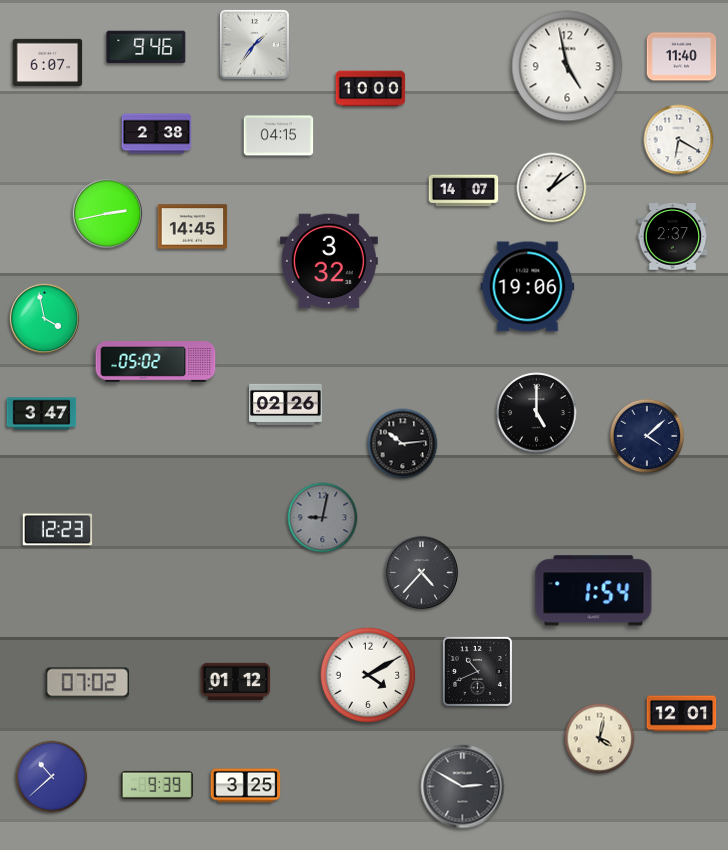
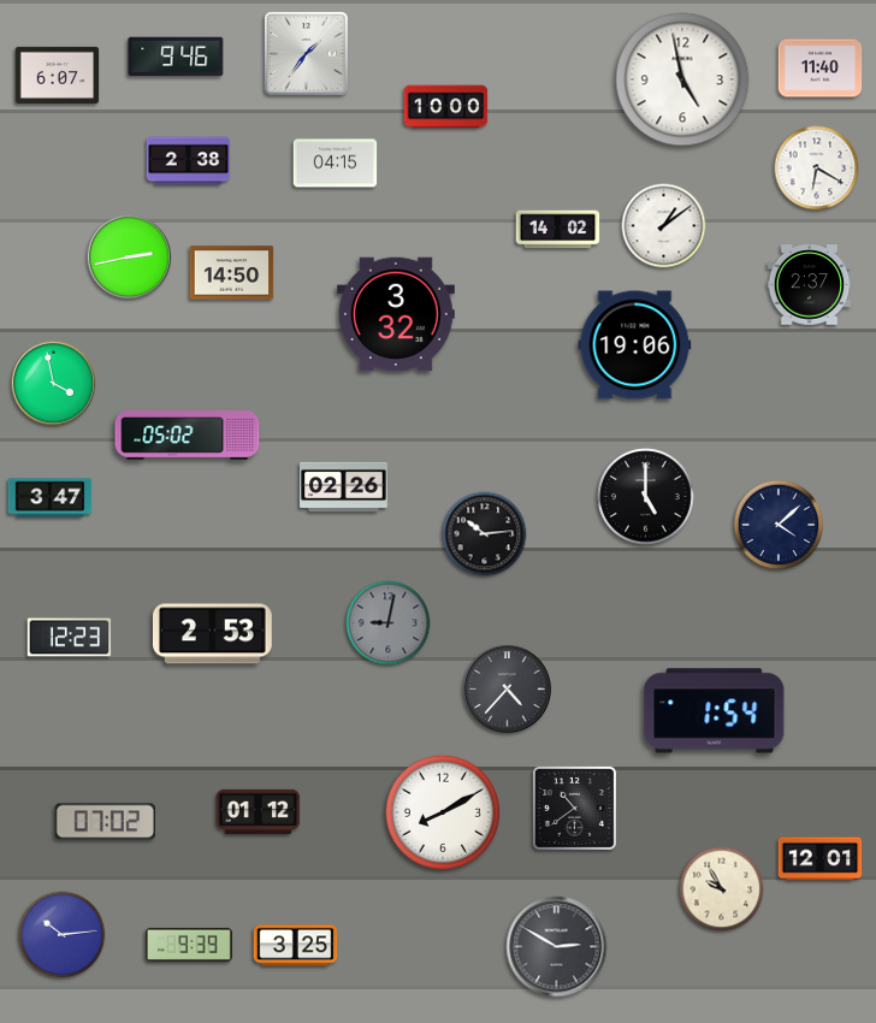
clock at (464, 191): 14:07 -> 14:02
clock at (193, 227): 14:45 -> 14:50
clock at (213, 634): none -> 2:53
clock at (477, 671): 10:41 -> 10:39
clock at (368, 675): 4:10 -> 8:10
clock at (236, 681) position: (236, 681) -> (259, 811)
clock at (600, 739): 4:02 -> 9:55
clock at (52, 777): 10:38 -> 10:14
